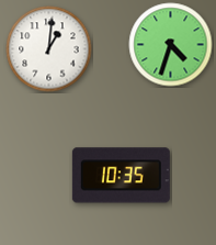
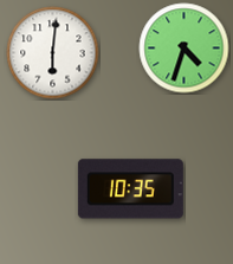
clock at (49, 49): 1:01 -> 6:01
